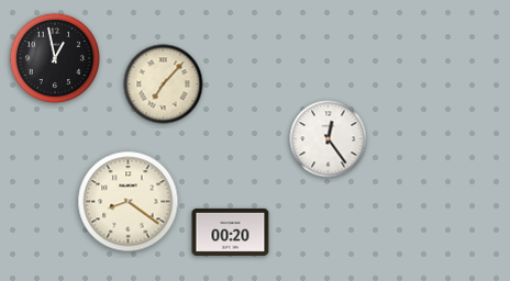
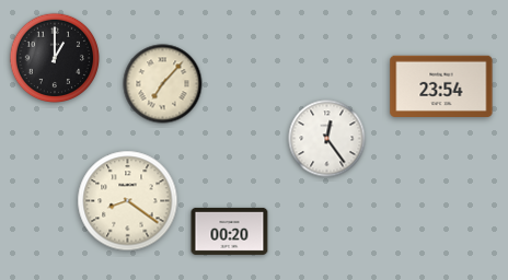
clock at (55, 58): 12:58 -> 1:00
clock at (441, 85): none -> 23:54
